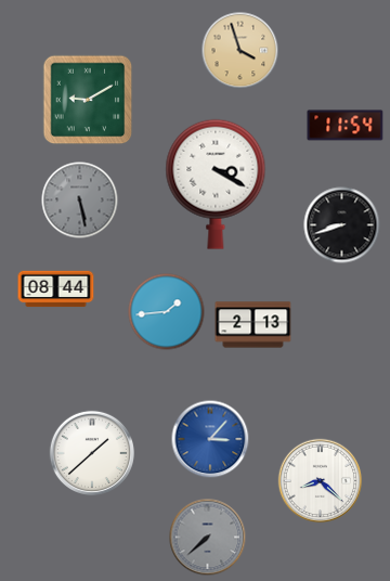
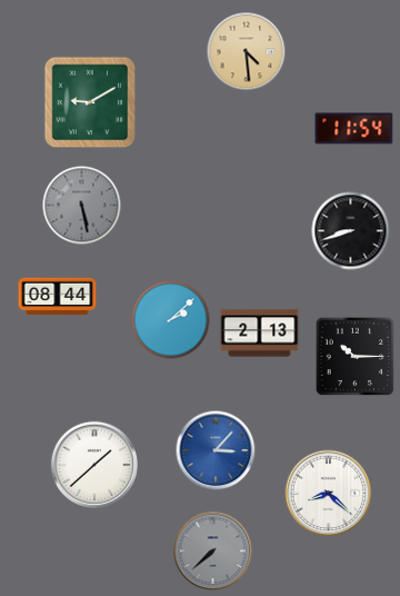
clock at (240, 51): 3:57 -> 4:29
clock at (216, 184): 3:20 -> none
clock at (167, 312): 1:44 -> 2:08
clock at (356, 357): none -> 10:15
